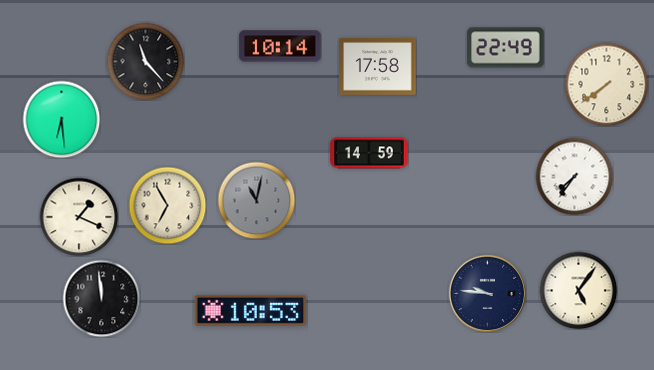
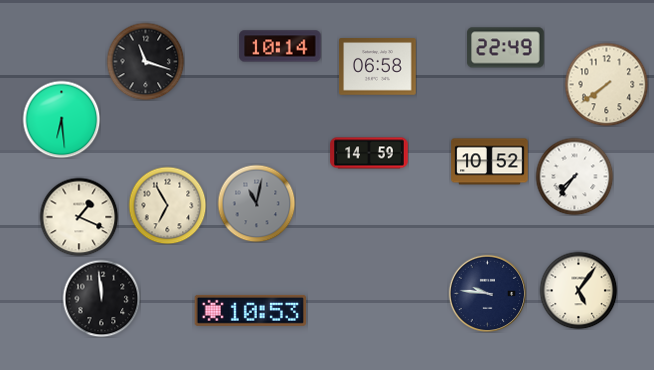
clock at (145, 61): 11:23 -> 11:18
clock at (378, 67): 17:58 -> 06:58
clock at (490, 162): none -> 10:52
clock at (256, 200) position: (256, 200) -> (256, 203)
